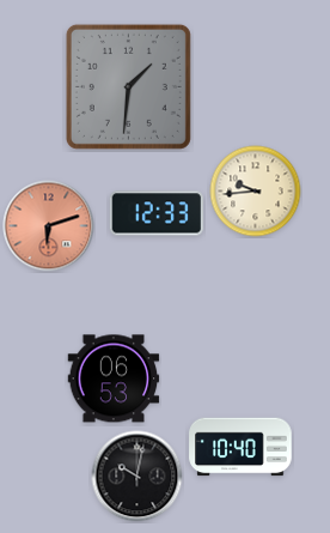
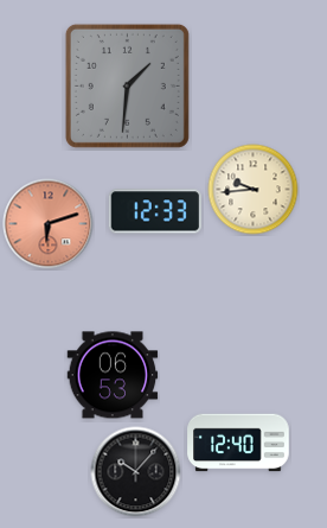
clock at (240, 447): 10:40 -> 12:40
clock at (137, 477): 10:02 -> 10:07
